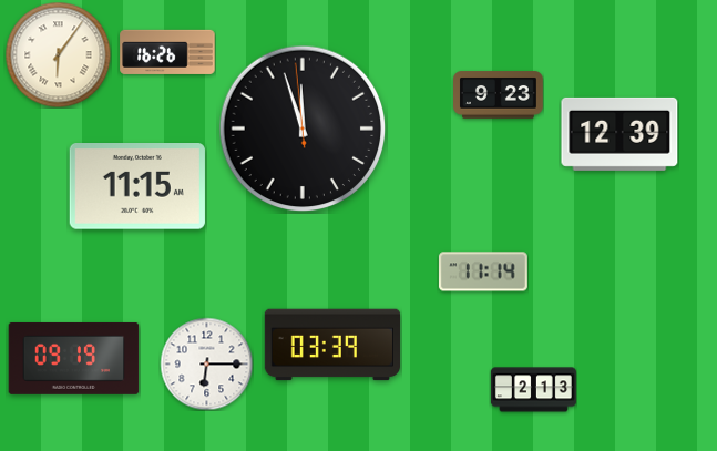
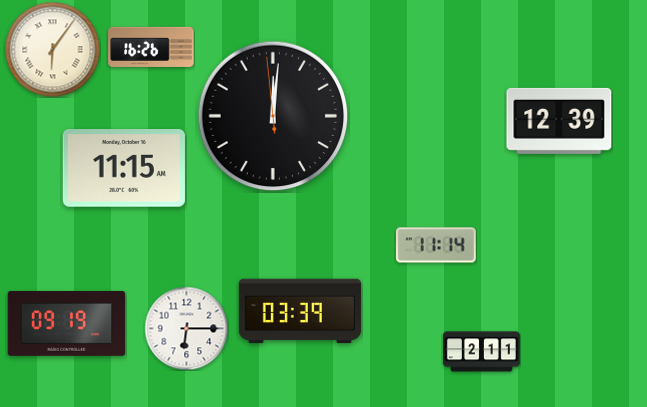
clock at (499, 95): 9:23 -> none
clock at (303, 129): 11:56 -> 12:00
clock at (533, 390): 2:13 -> 2:11
